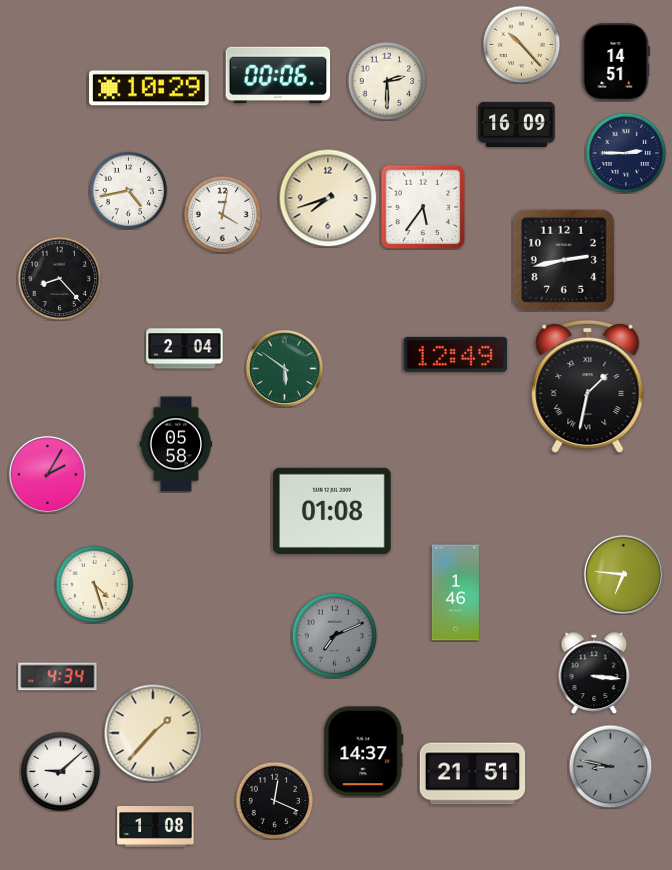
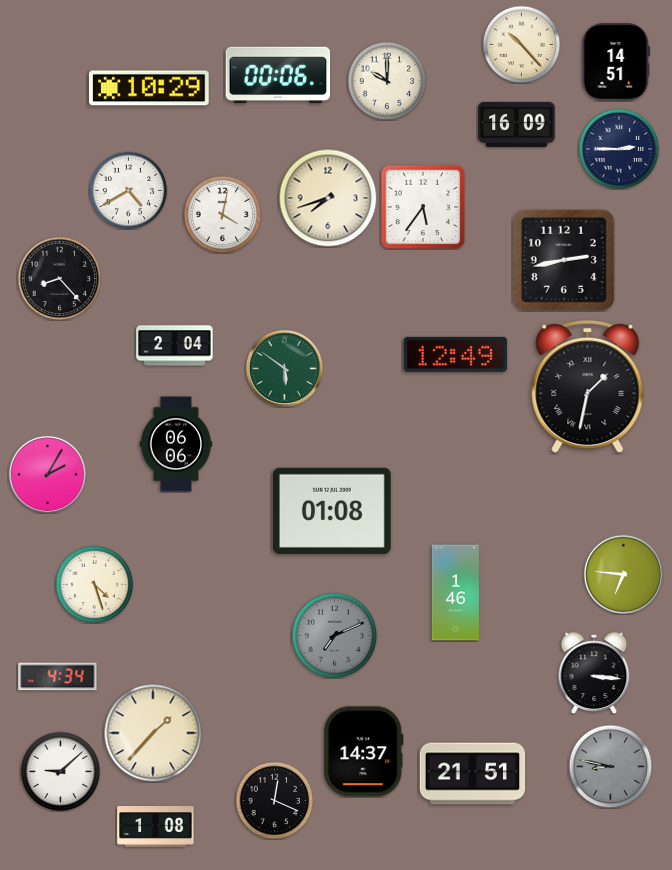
clock at (387, 81): 2:30 -> 10:00
clock at (626, 153) position: (626, 153) -> (619, 149)
clock at (128, 190): 4:43 -> 4:40
clock at (185, 349) position: (185, 349) -> (175, 346)
clock at (176, 444): 05:58 -> 06:06
